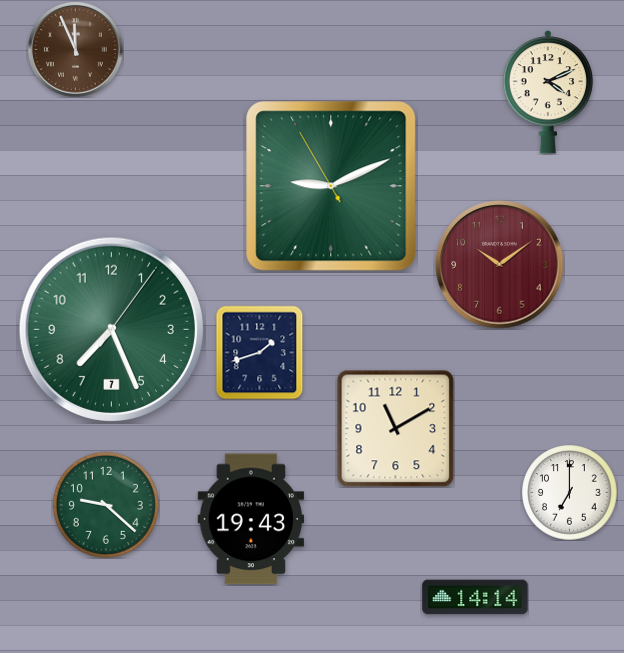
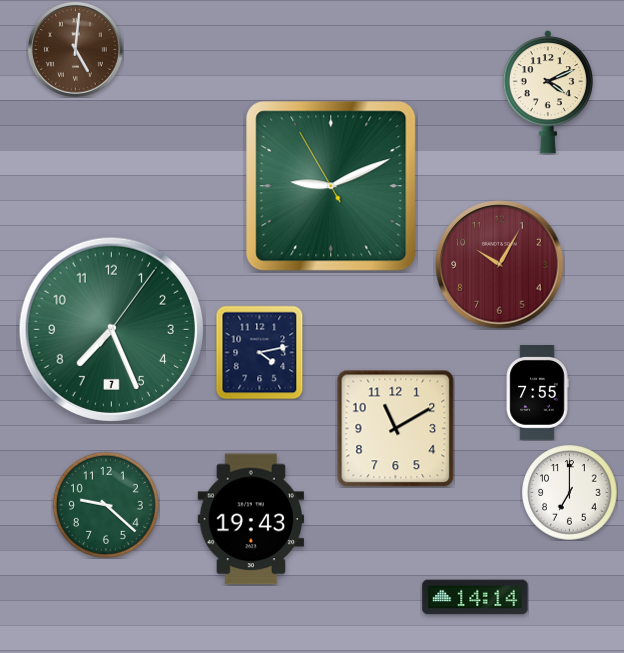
clock at (75, 49): 11:56 -> 5:01
clock at (500, 265): 10:09 -> 10:05
clock at (260, 352): 1:42 -> 4:13
clock at (537, 393): none -> 7:55
